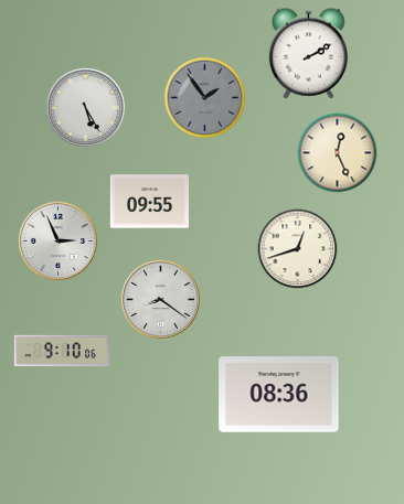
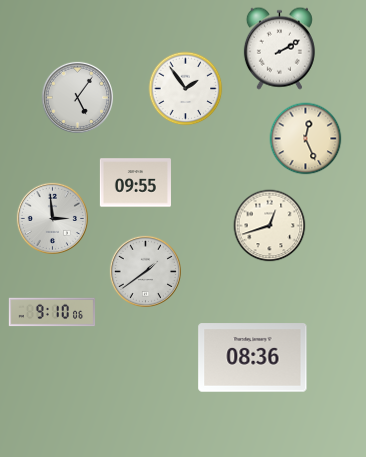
clock at (205, 98) dial: grey -> white
clock at (85, 107): 5:25 -> 5:06
clock at (57, 240): 2:56 -> 2:59
clock at (160, 299): 8:21 -> 1:39
clock at (62, 351) position: (62, 351) -> (52, 312)
